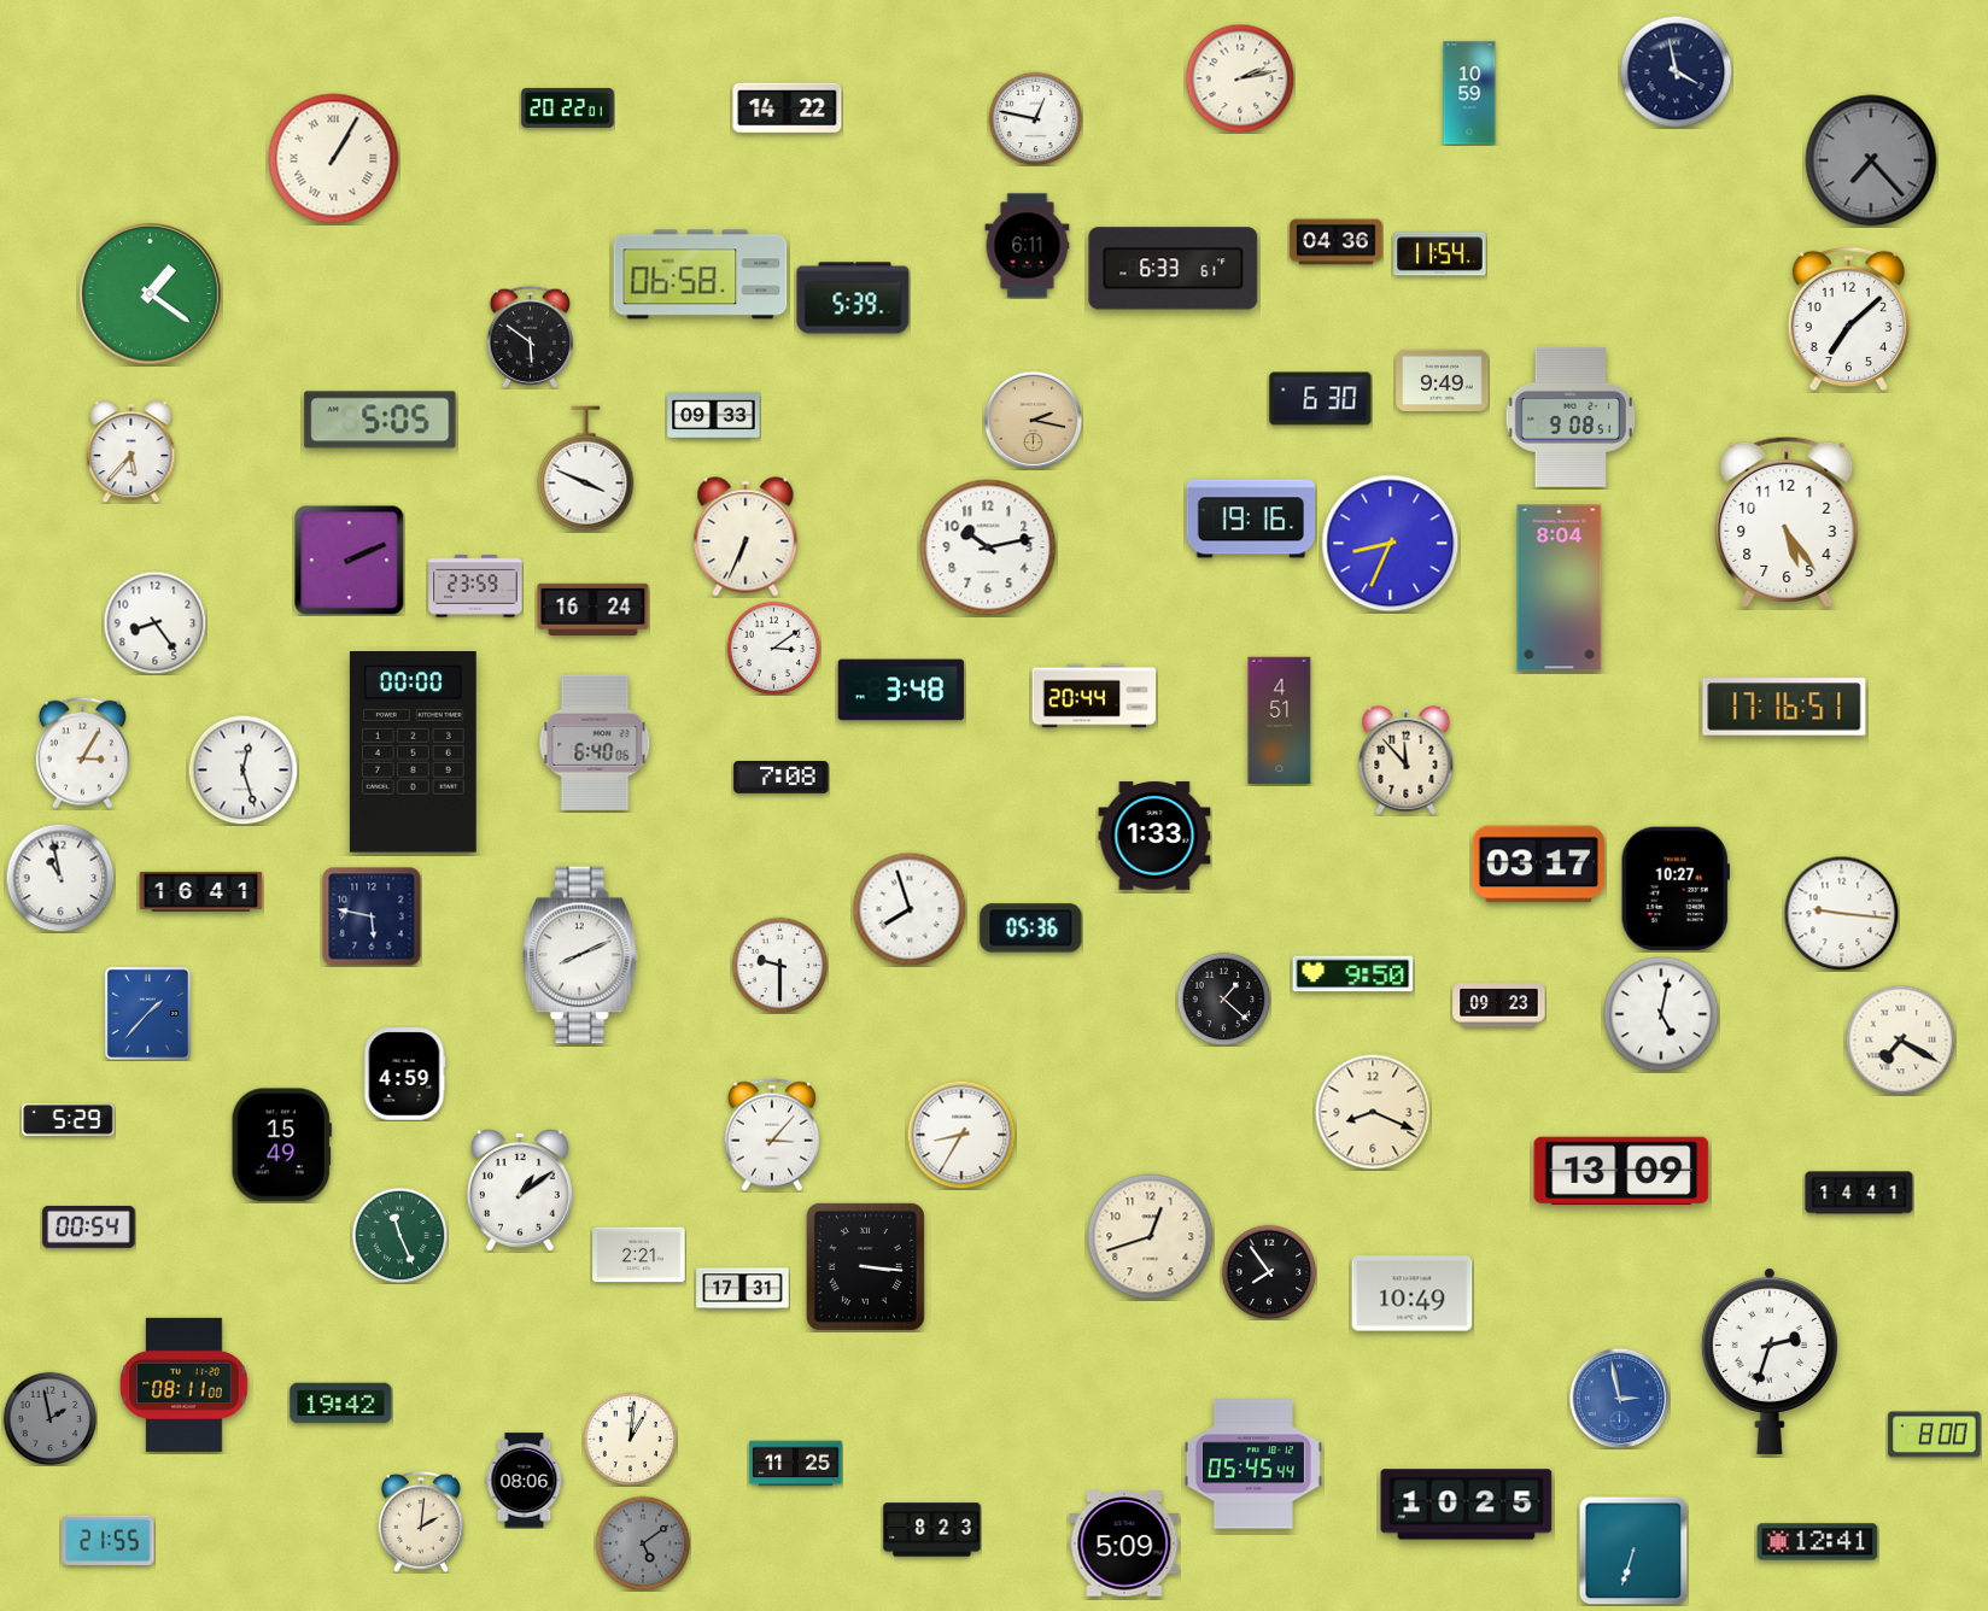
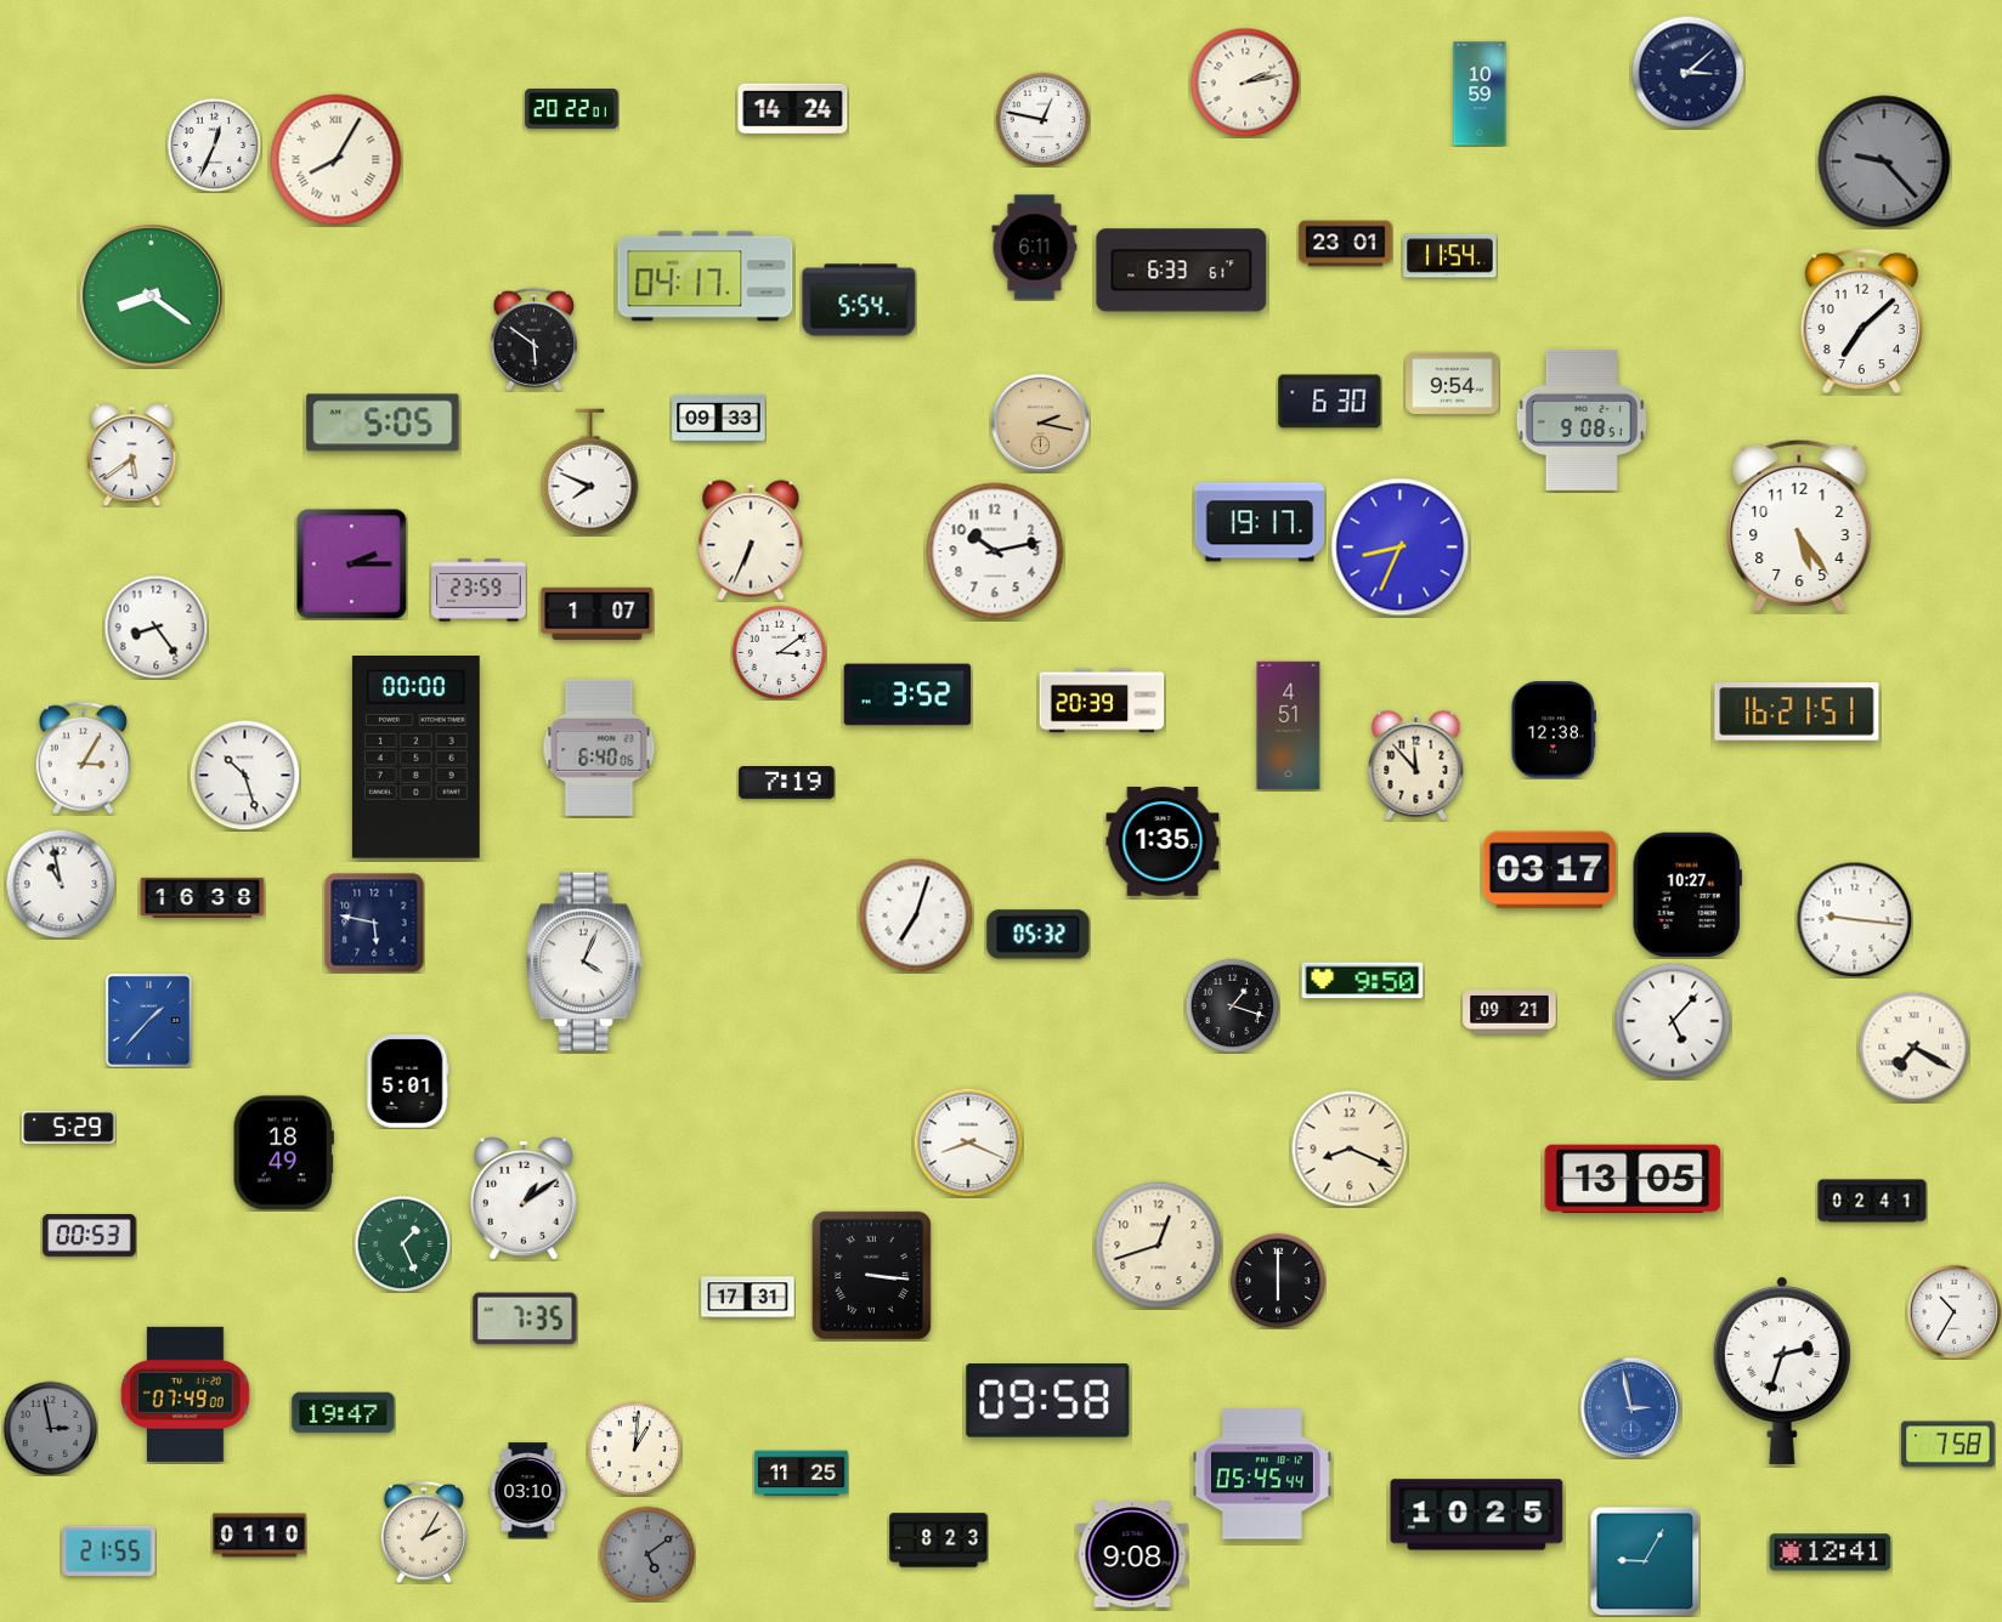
clock at (1676, 71): 3:58 -> 3:08
clock at (1240, 78) position: (1240, 78) -> (1245, 83)
clock at (788, 109): 14:22 -> 14:24
clock at (214, 144): none -> 12:34
clock at (334, 159): 1:05 -> 8:05
clock at (1871, 160): 7:23 -> 9:23
clock at (1337, 242): 04:36 -> 23:01
clock at (701, 275): 06:58 -> 04:17
clock at (151, 294): 1:21 -> 8:21
clock at (853, 298): 5:39 -> 5:54
clock at (1443, 380): 9:49 -> 9:54
clock at (131, 451): 5:37 -> 5:39
clock at (586, 469): 3:49 -> 7:49
clock at (1251, 519): 19:16 -> 19:17
clock at (349, 560): 2:11 -> 2:15
clock at (1560, 588): 8:04 -> none
clock at (594, 610): 16:24 -> 1:07
clock at (901, 690): 3:48 -> 3:52
clock at (1094, 696): 20:44 -> 20:39
clock at (1784, 707): 17:16 -> 16:21
clock at (1554, 730): none -> 12:38
clock at (242, 769): 12:27 -> 10:27
clock at (782, 778): 7:08 -> 7:19
clock at (1154, 836): 1:33 -> 1:35
clock at (201, 891): 16:41 -> 16:38
clock at (910, 909): 7:57 -> 7:03
clock at (1031, 928): 05:36 -> 05:32
clock at (580, 955): 8:11 -> 4:04
clock at (779, 965): 9:30 -> none
clock at (1223, 998): 1:22 -> 1:18
clock at (1499, 1006): 09:23 -> 09:21
clock at (1661, 1014): 5:02 -> 5:07
clock at (404, 1074): 4:59 -> 5:01
clock at (1373, 1112) position: (1373, 1112) -> (1350, 1149)
clock at (771, 1135): 3:07 -> none
clock at (961, 1135): 8:35 -> 8:19
clock at (281, 1146): 15:49 -> 18:49
clock at (1621, 1171): 13:09 -> 13:05
clock at (1859, 1193): 14:41 -> 02:41
clock at (89, 1226): 00:54 -> 00:53
clock at (399, 1235): 11:26 -> 1:26
clock at (639, 1255): 2:21 -> none
clock at (1269, 1272): 7:54 -> 6:00
clock at (1413, 1294): 10:49 -> none
clock at (1953, 1311): none -> 10:35
clock at (525, 1318): none -> 7:35
clock at (185, 1384): 08:11 -> 07:49
clock at (1048, 1401): none -> 09:58
clock at (341, 1404): 19:42 -> 19:47
clock at (49, 1418): 1:58 -> 2:58
clock at (1935, 1435): 8:00 -> 7:58
clock at (525, 1481): 08:06 -> 03:10
clock at (421, 1522): 2:01 -> 2:05
clock at (260, 1536): none -> 01:10
clock at (1124, 1543): 5:09 -> 9:08
clock at (1633, 1551): 6:33 -> 9:05
